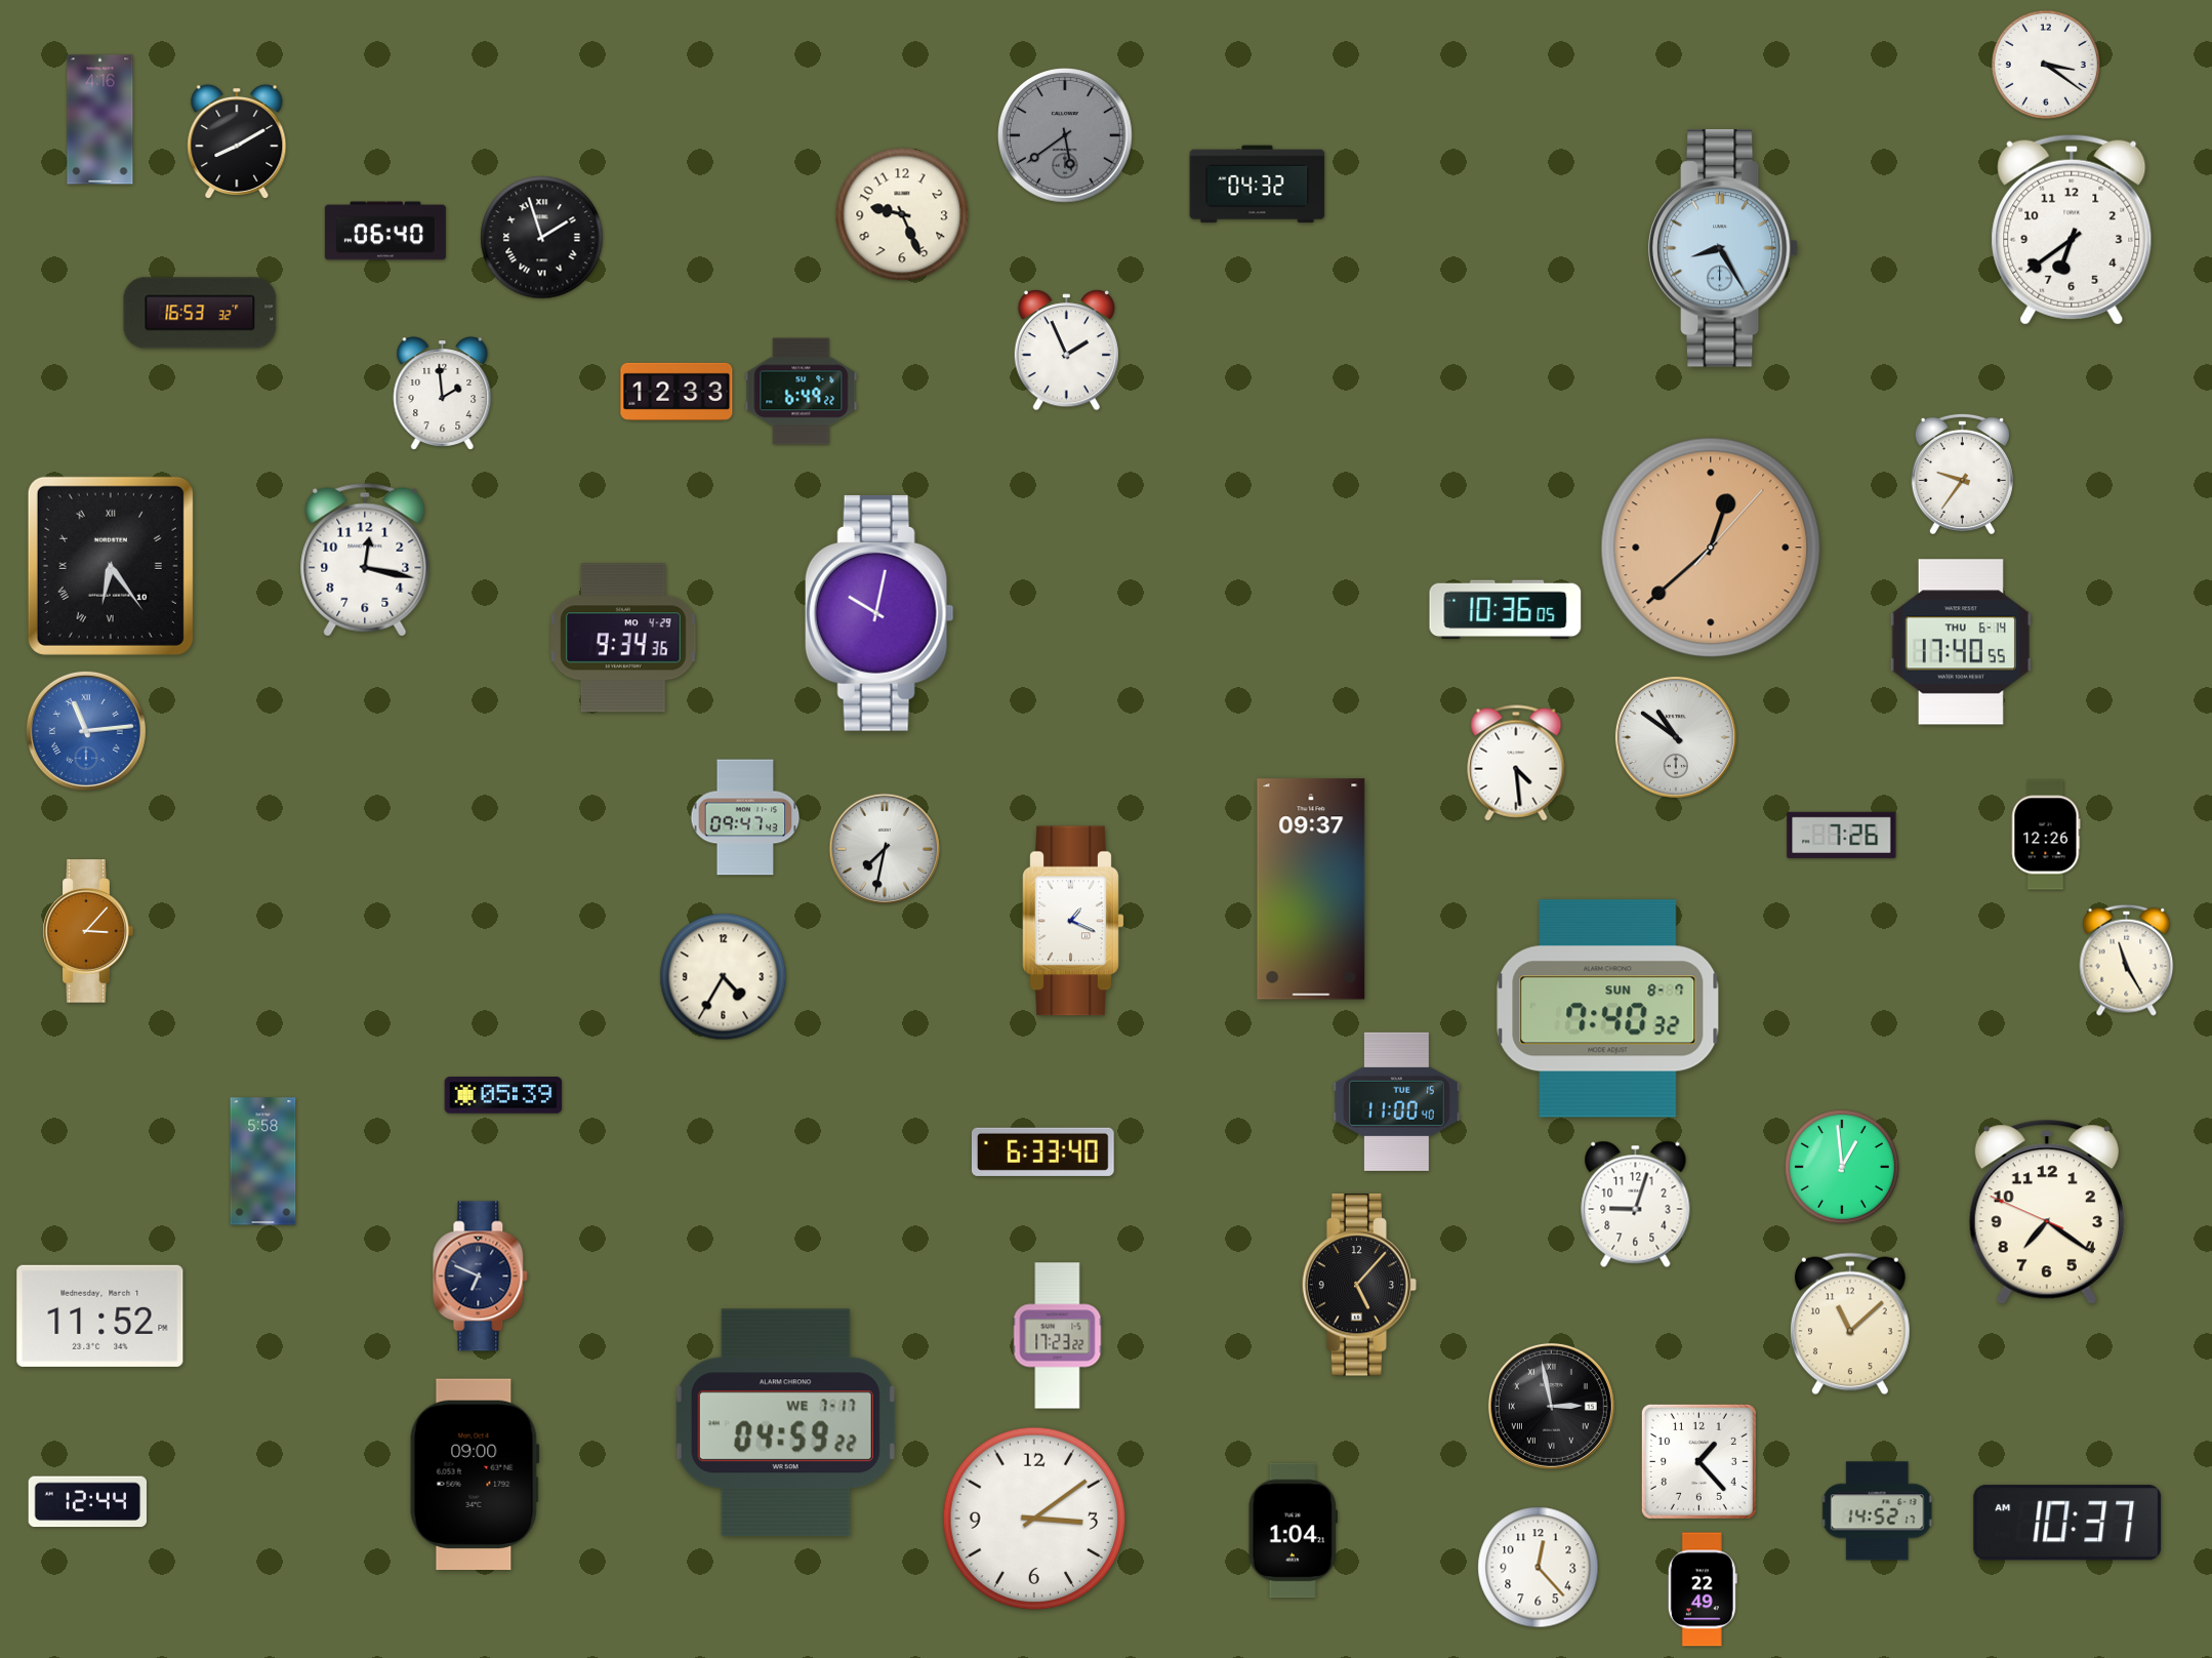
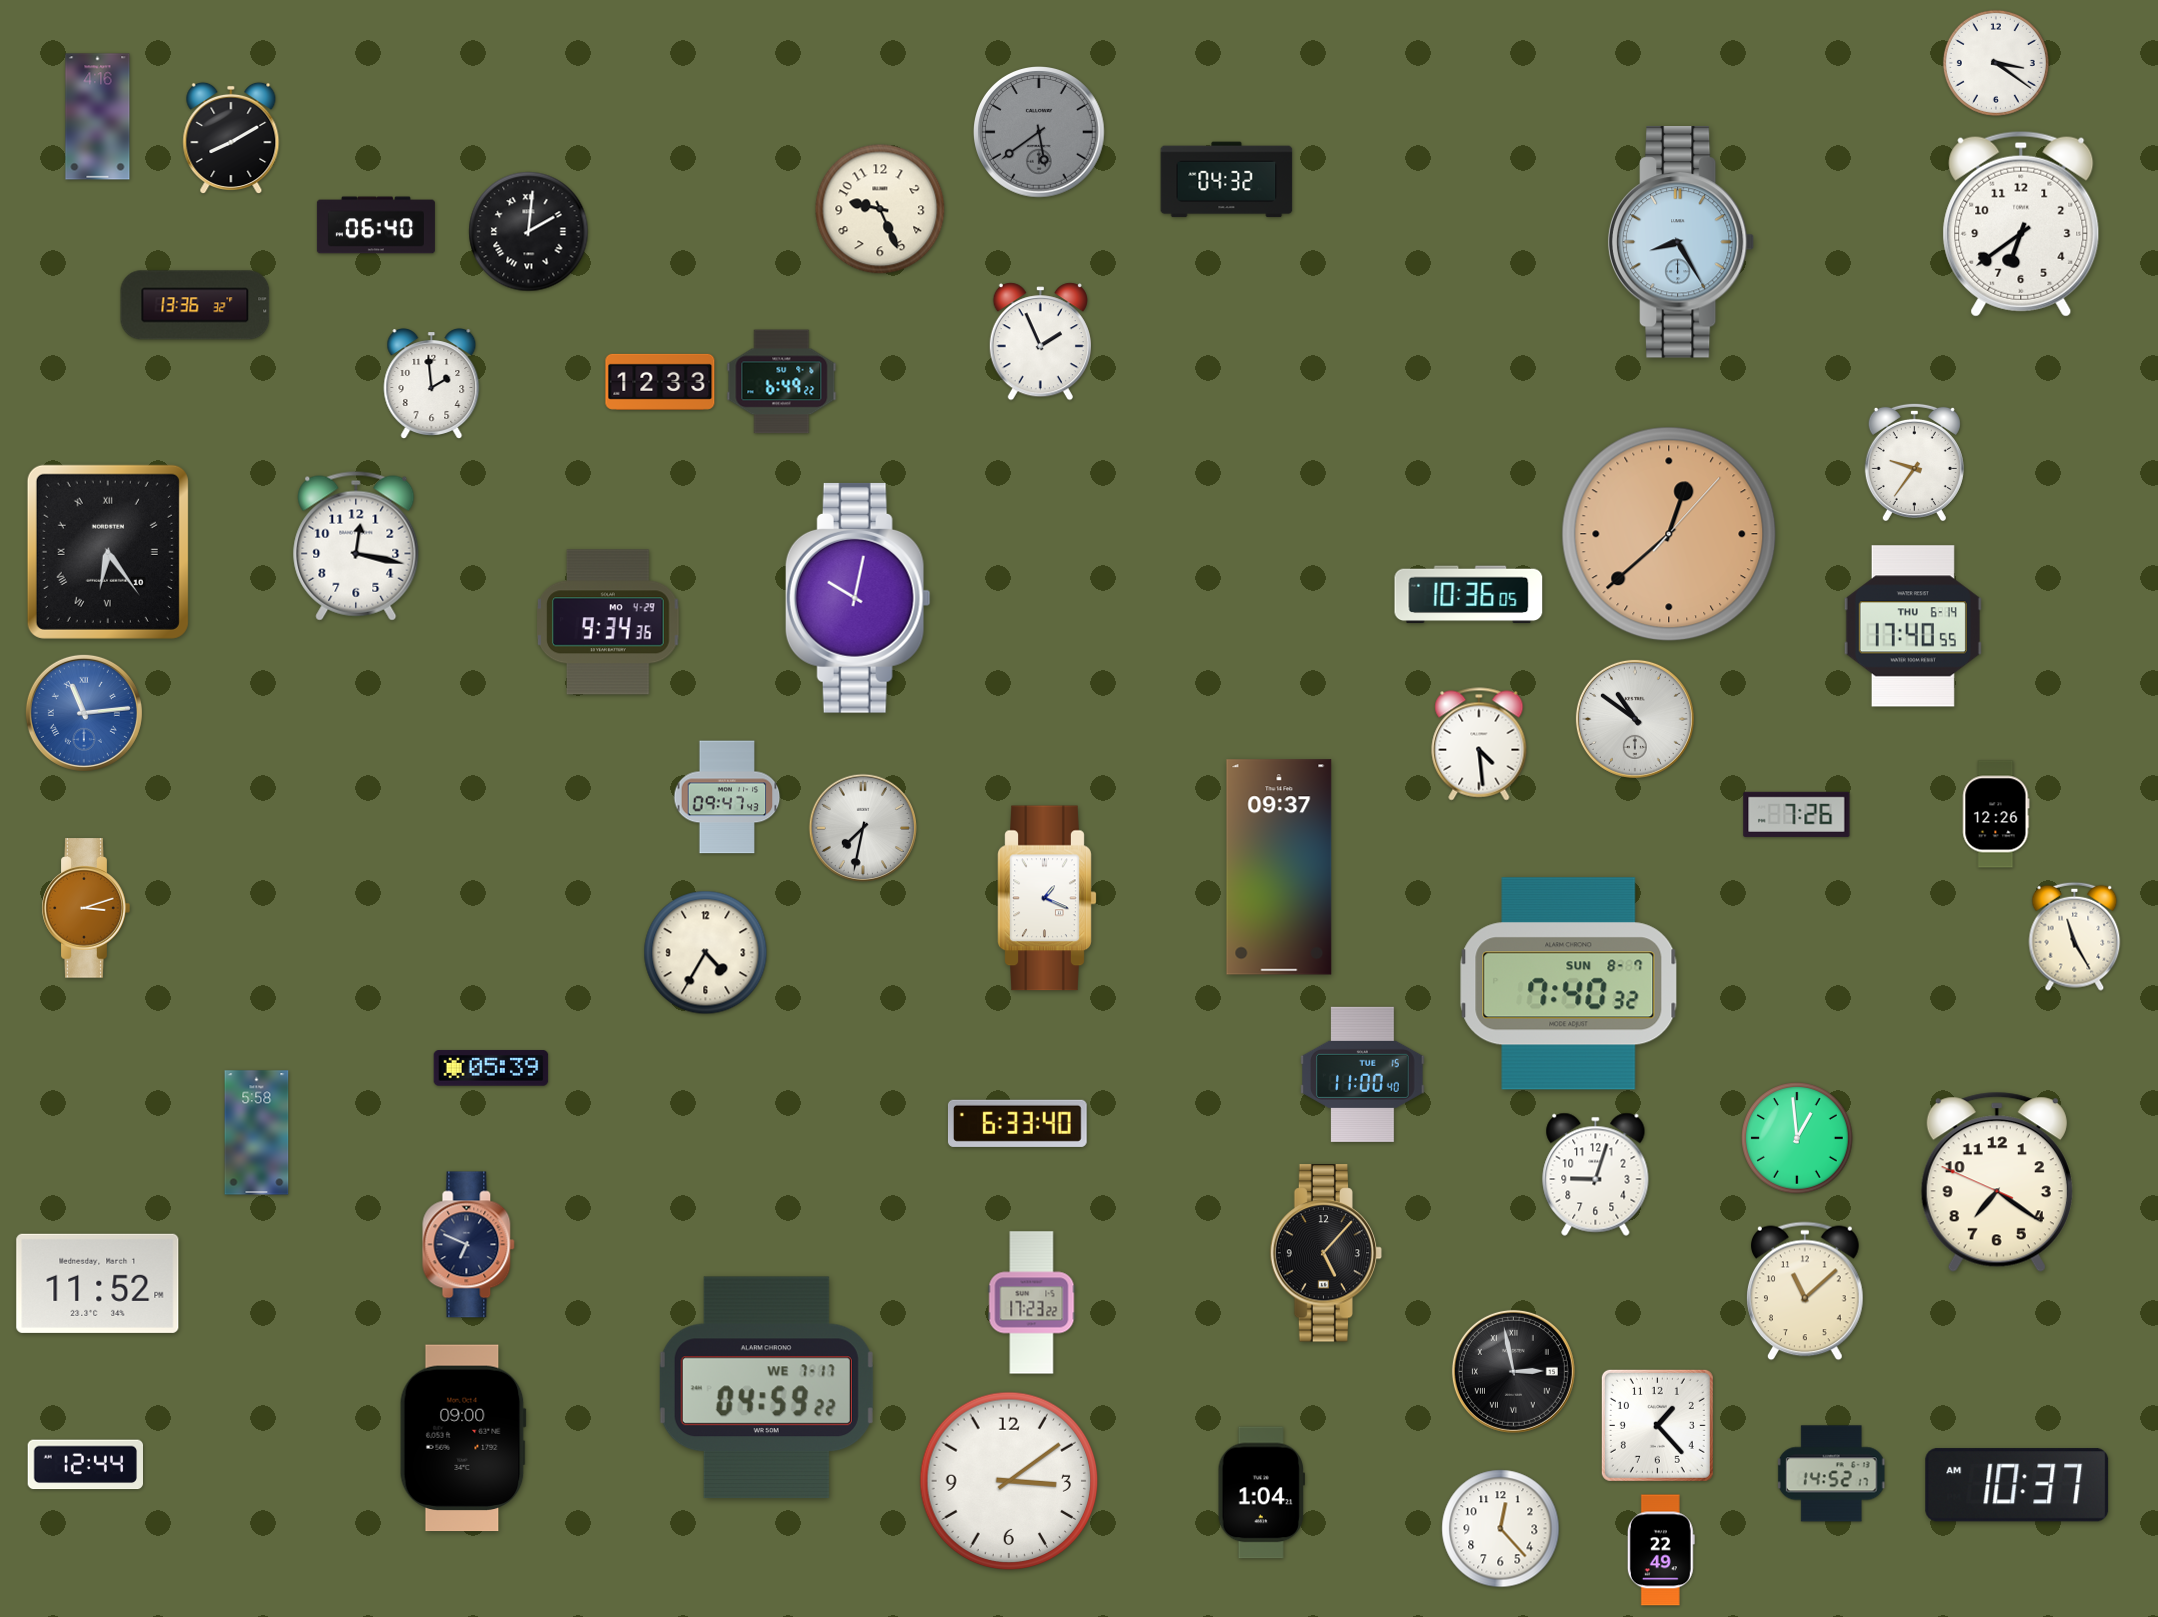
clock at (542, 238): 1:57 -> 2:01
clock at (200, 313): 16:53 -> 13:36
clock at (88, 931): 3:07 -> 3:12
